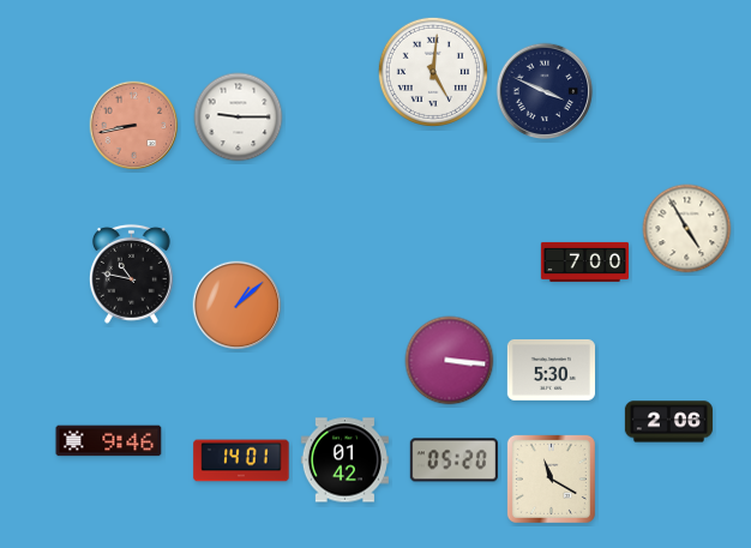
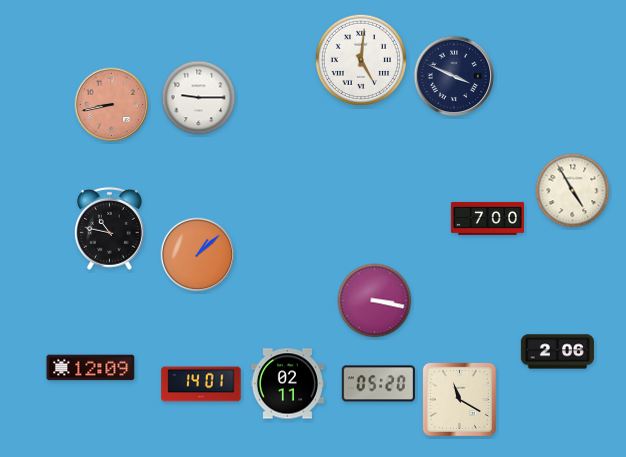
clock at (450, 361): 3:16 -> 3:17
clock at (551, 371): 5:30 -> none
clock at (109, 441): 9:46 -> 12:09
clock at (344, 460): 01:42 -> 02:11
